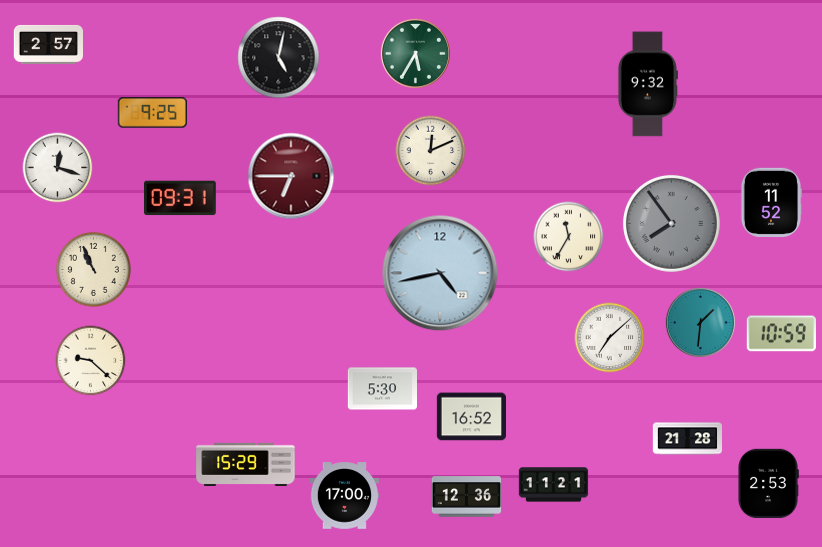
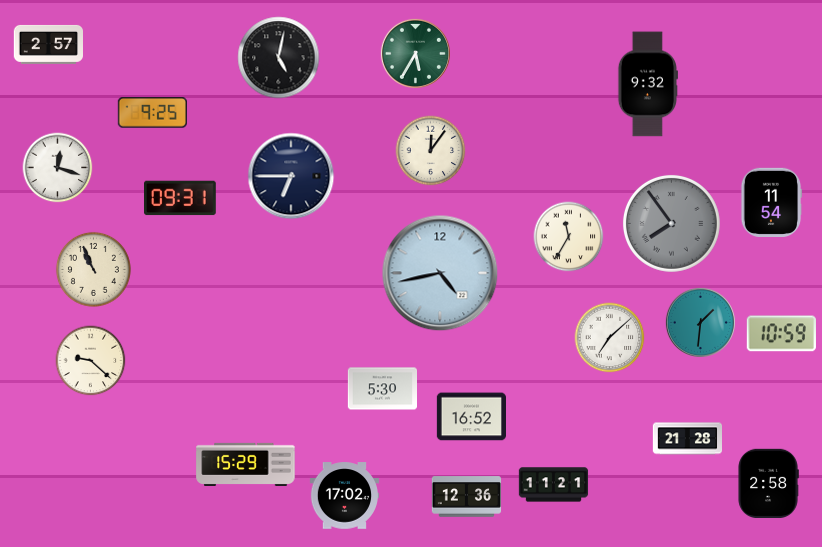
clock at (431, 151): 12:11 -> 12:06
clock at (291, 176) dial: burgundy -> navy
clock at (771, 202): 11:52 -> 11:54
clock at (768, 483): 2:53 -> 2:58
clock at (345, 496): 17:00 -> 17:02
